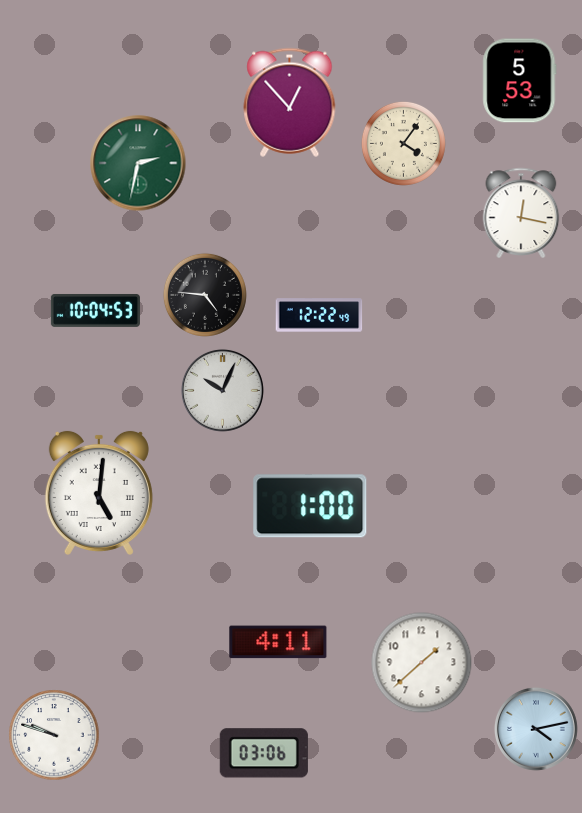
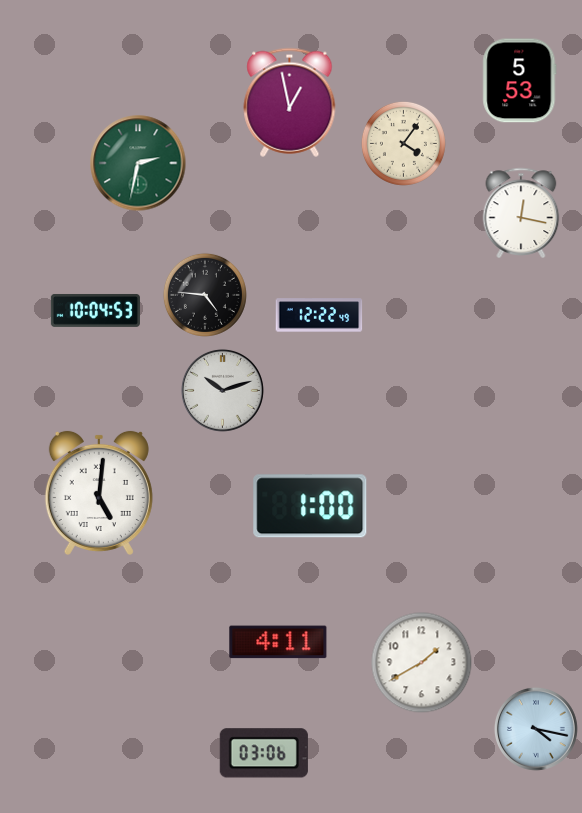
clock at (290, 102): 12:53 -> 12:58
clock at (222, 390): 10:04 -> 10:12
clock at (422, 663): 1:38 -> 1:40
clock at (536, 729): 4:13 -> 4:17
clock at (54, 735): 9:48 -> none
